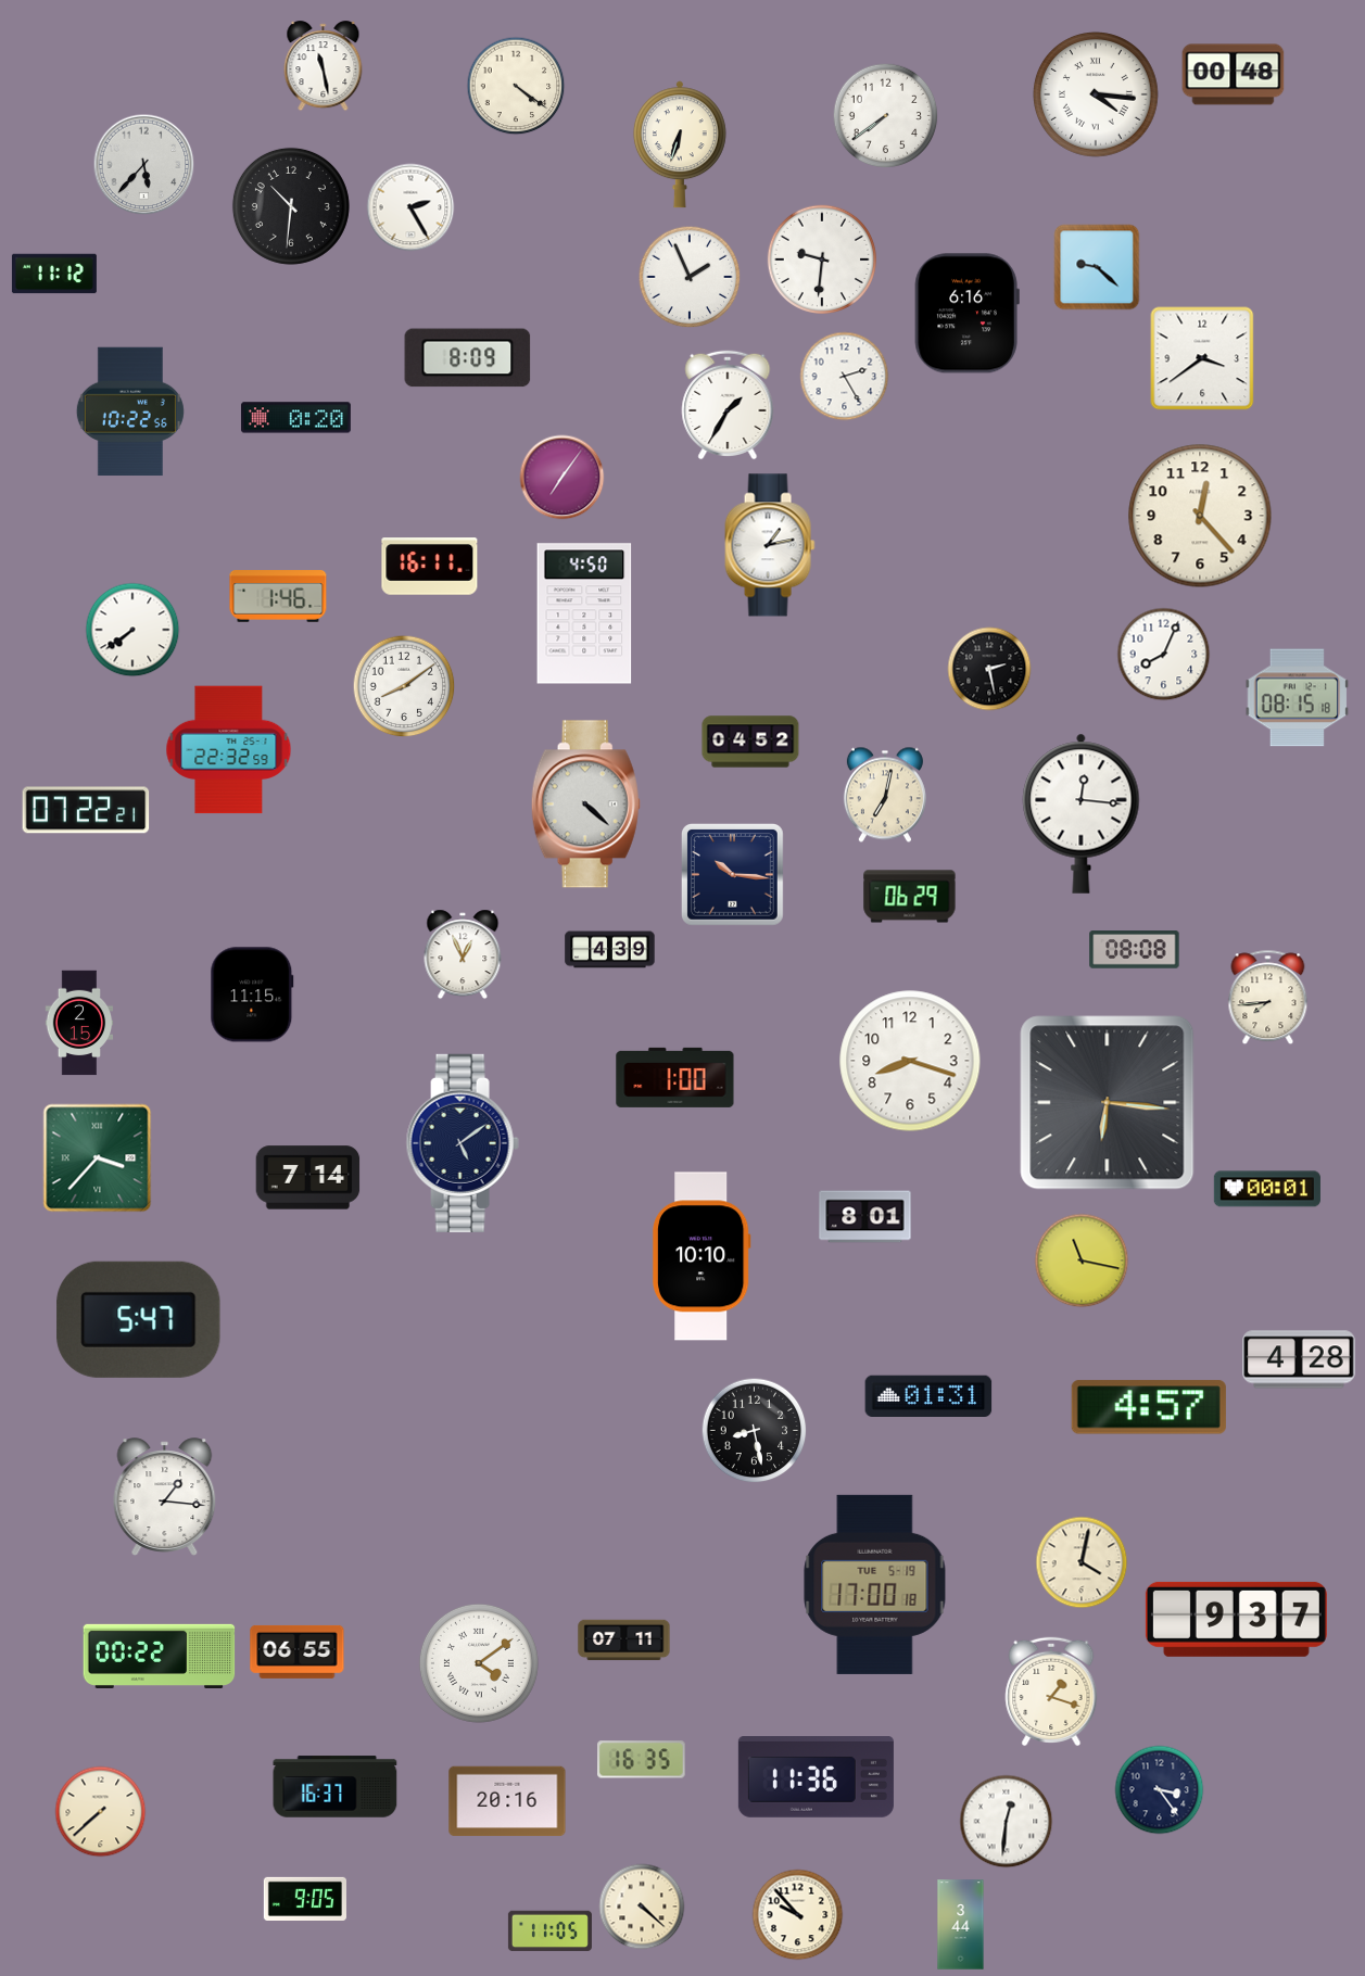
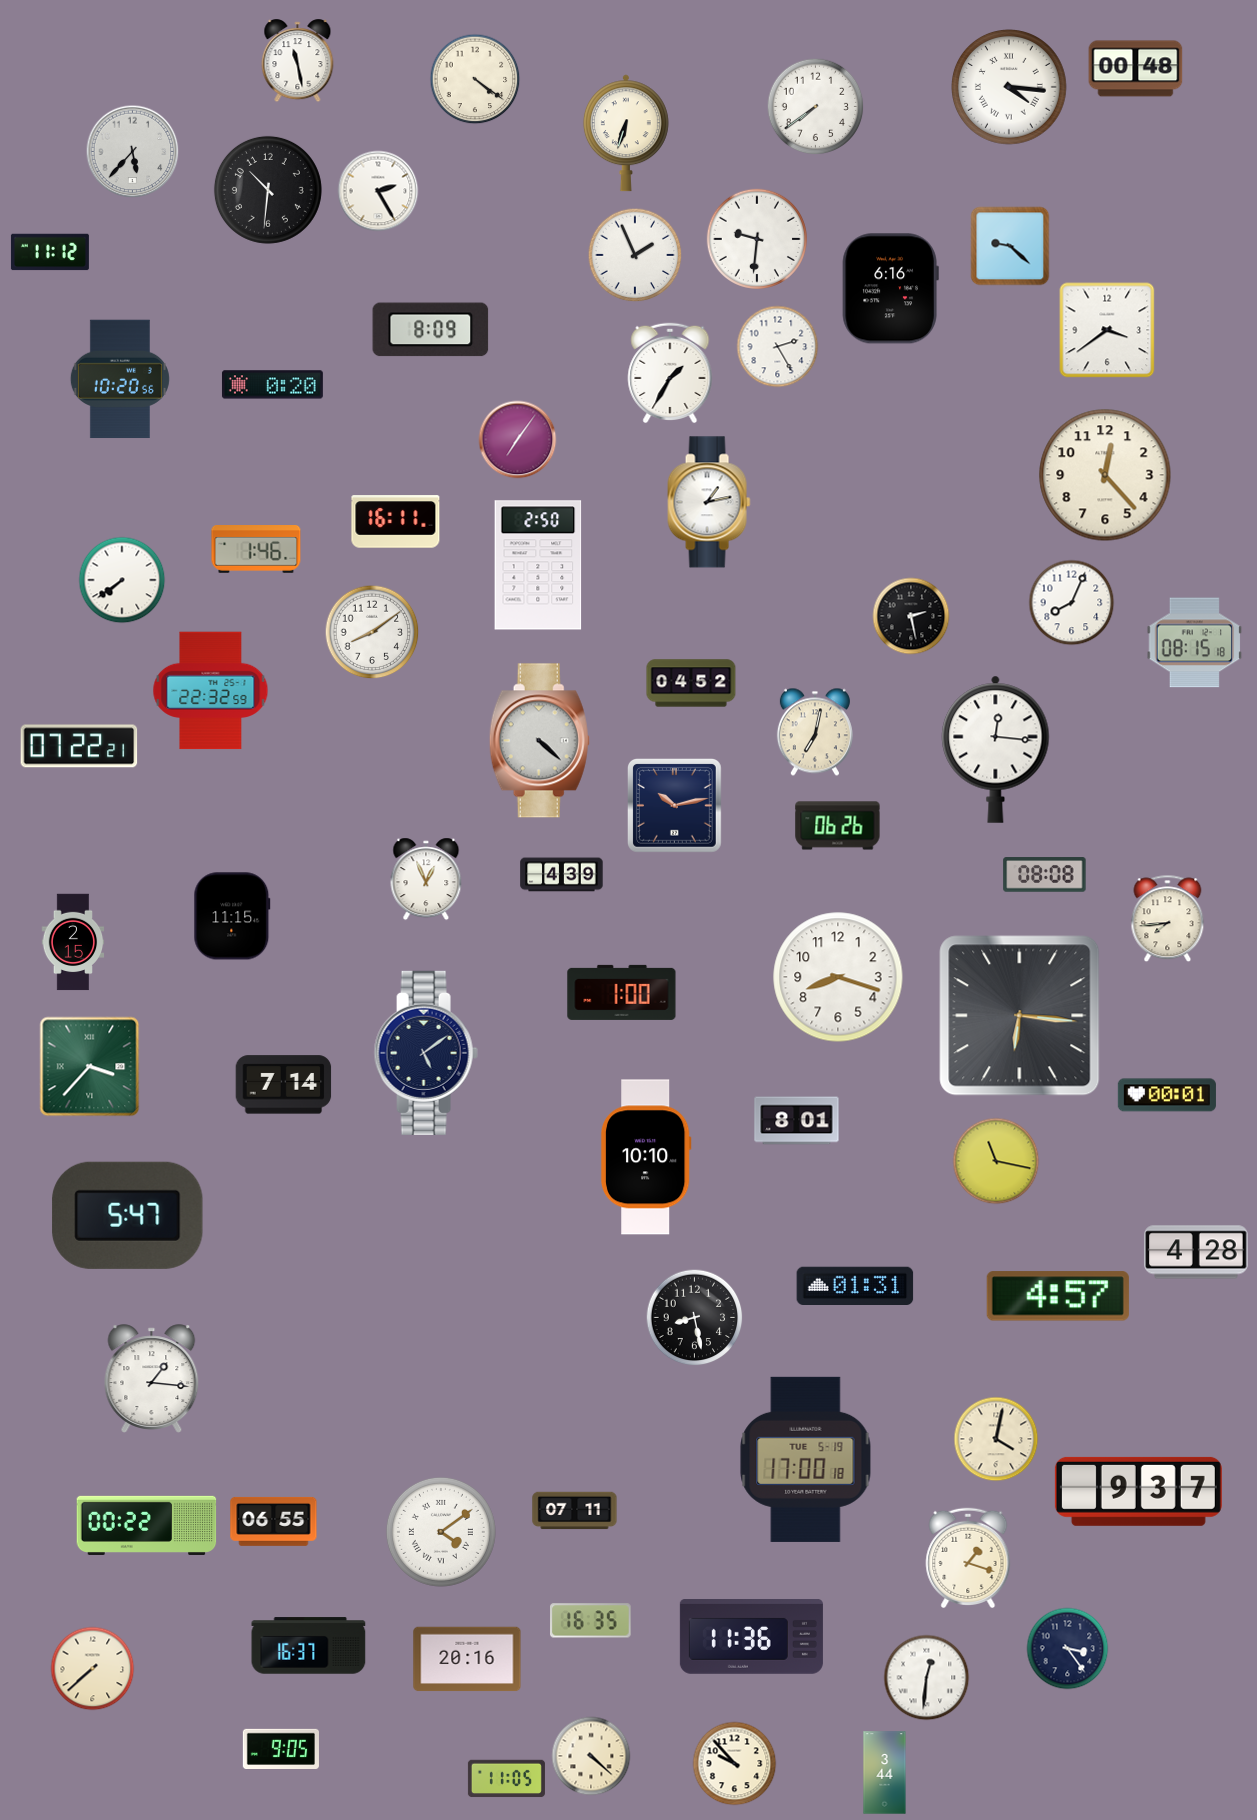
clock at (130, 411): 10:22 -> 10:20
clock at (584, 613): 4:50 -> 2:50
clock at (733, 875): 10:16 -> 10:13
clock at (910, 897): 06:29 -> 06:26
